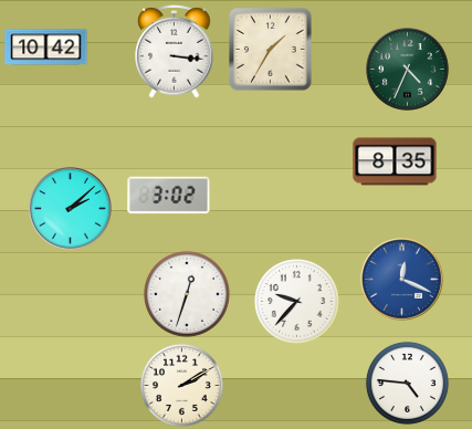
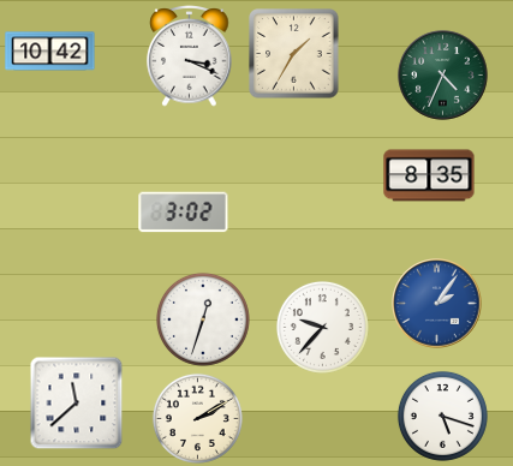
clock at (175, 52): 3:16 -> 3:19
clock at (71, 209): 2:08 -> none
clock at (402, 280): 12:19 -> 2:06
clock at (77, 404): none -> 11:38
clock at (407, 383): 4:46 -> 5:18
